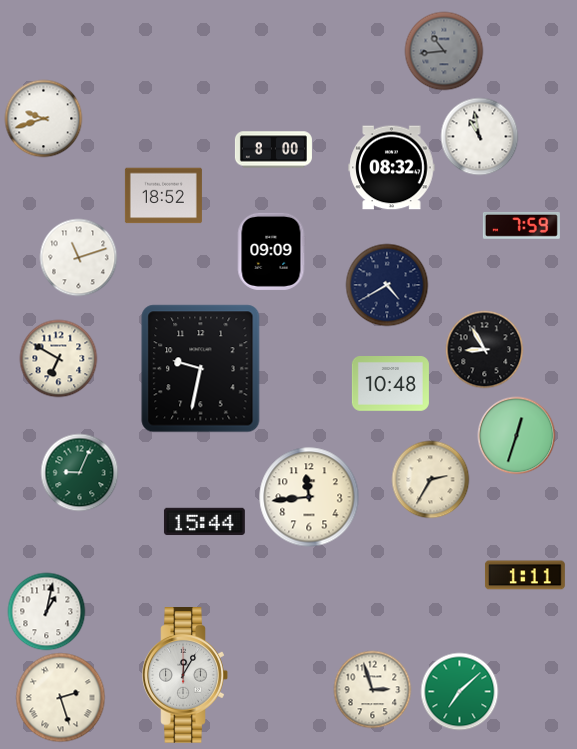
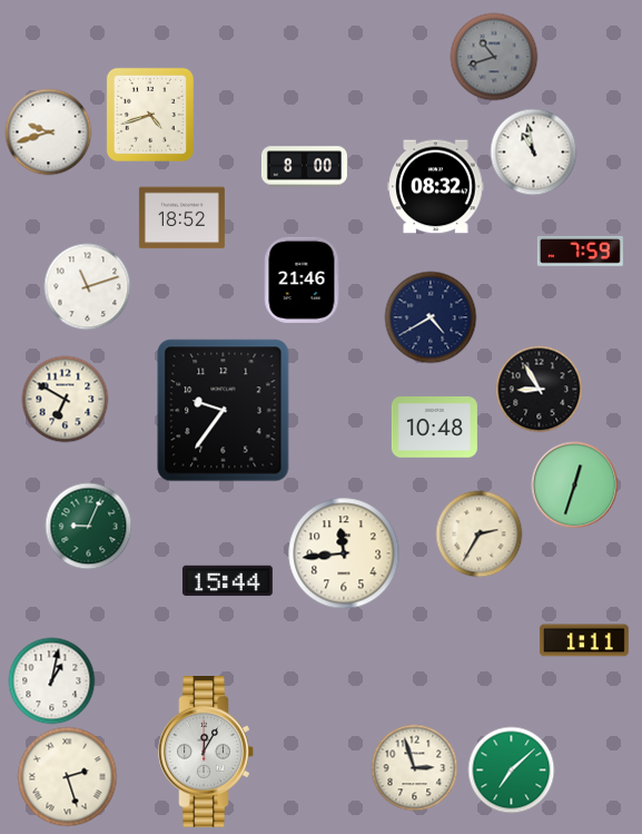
clock at (444, 51): 10:44 -> 10:42
clock at (150, 115): none -> 4:42
clock at (272, 251): 09:09 -> 21:46
clock at (201, 369): 9:32 -> 9:36
